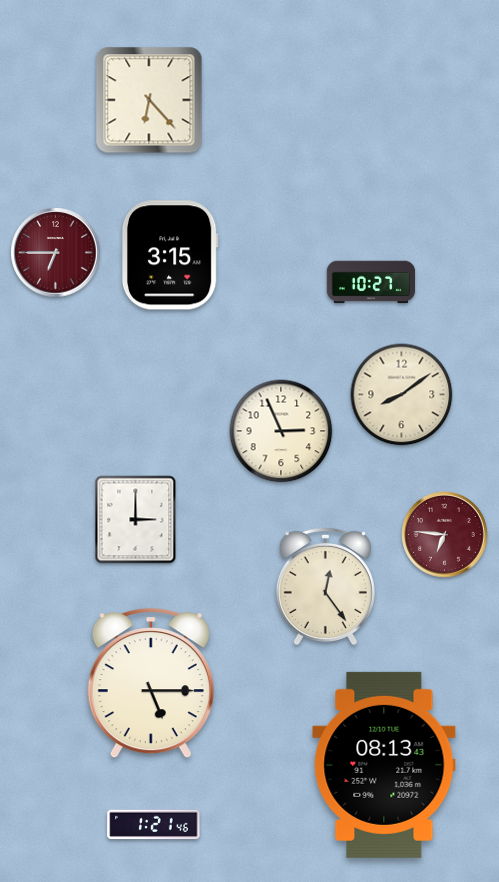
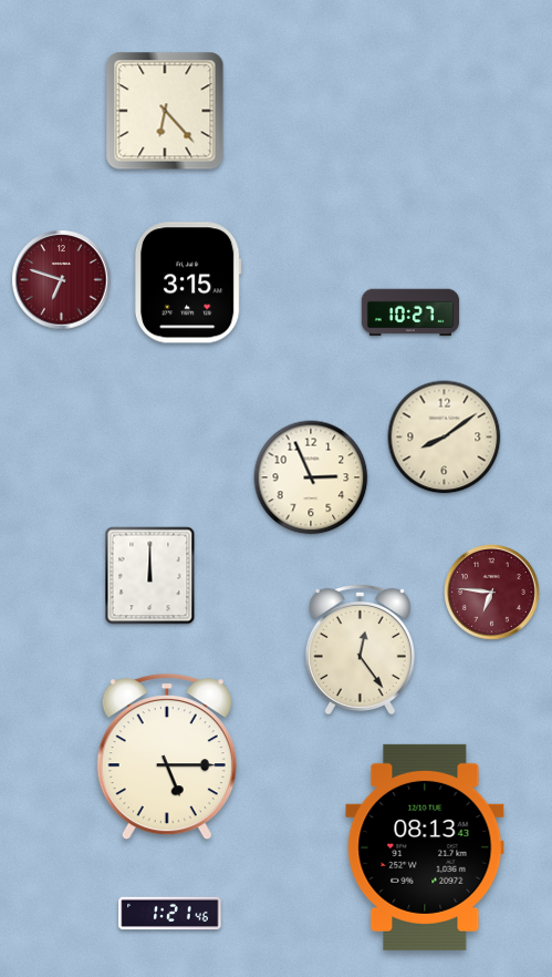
clock at (56, 253): 6:45 -> 6:48
clock at (136, 520): 3:00 -> 12:00
